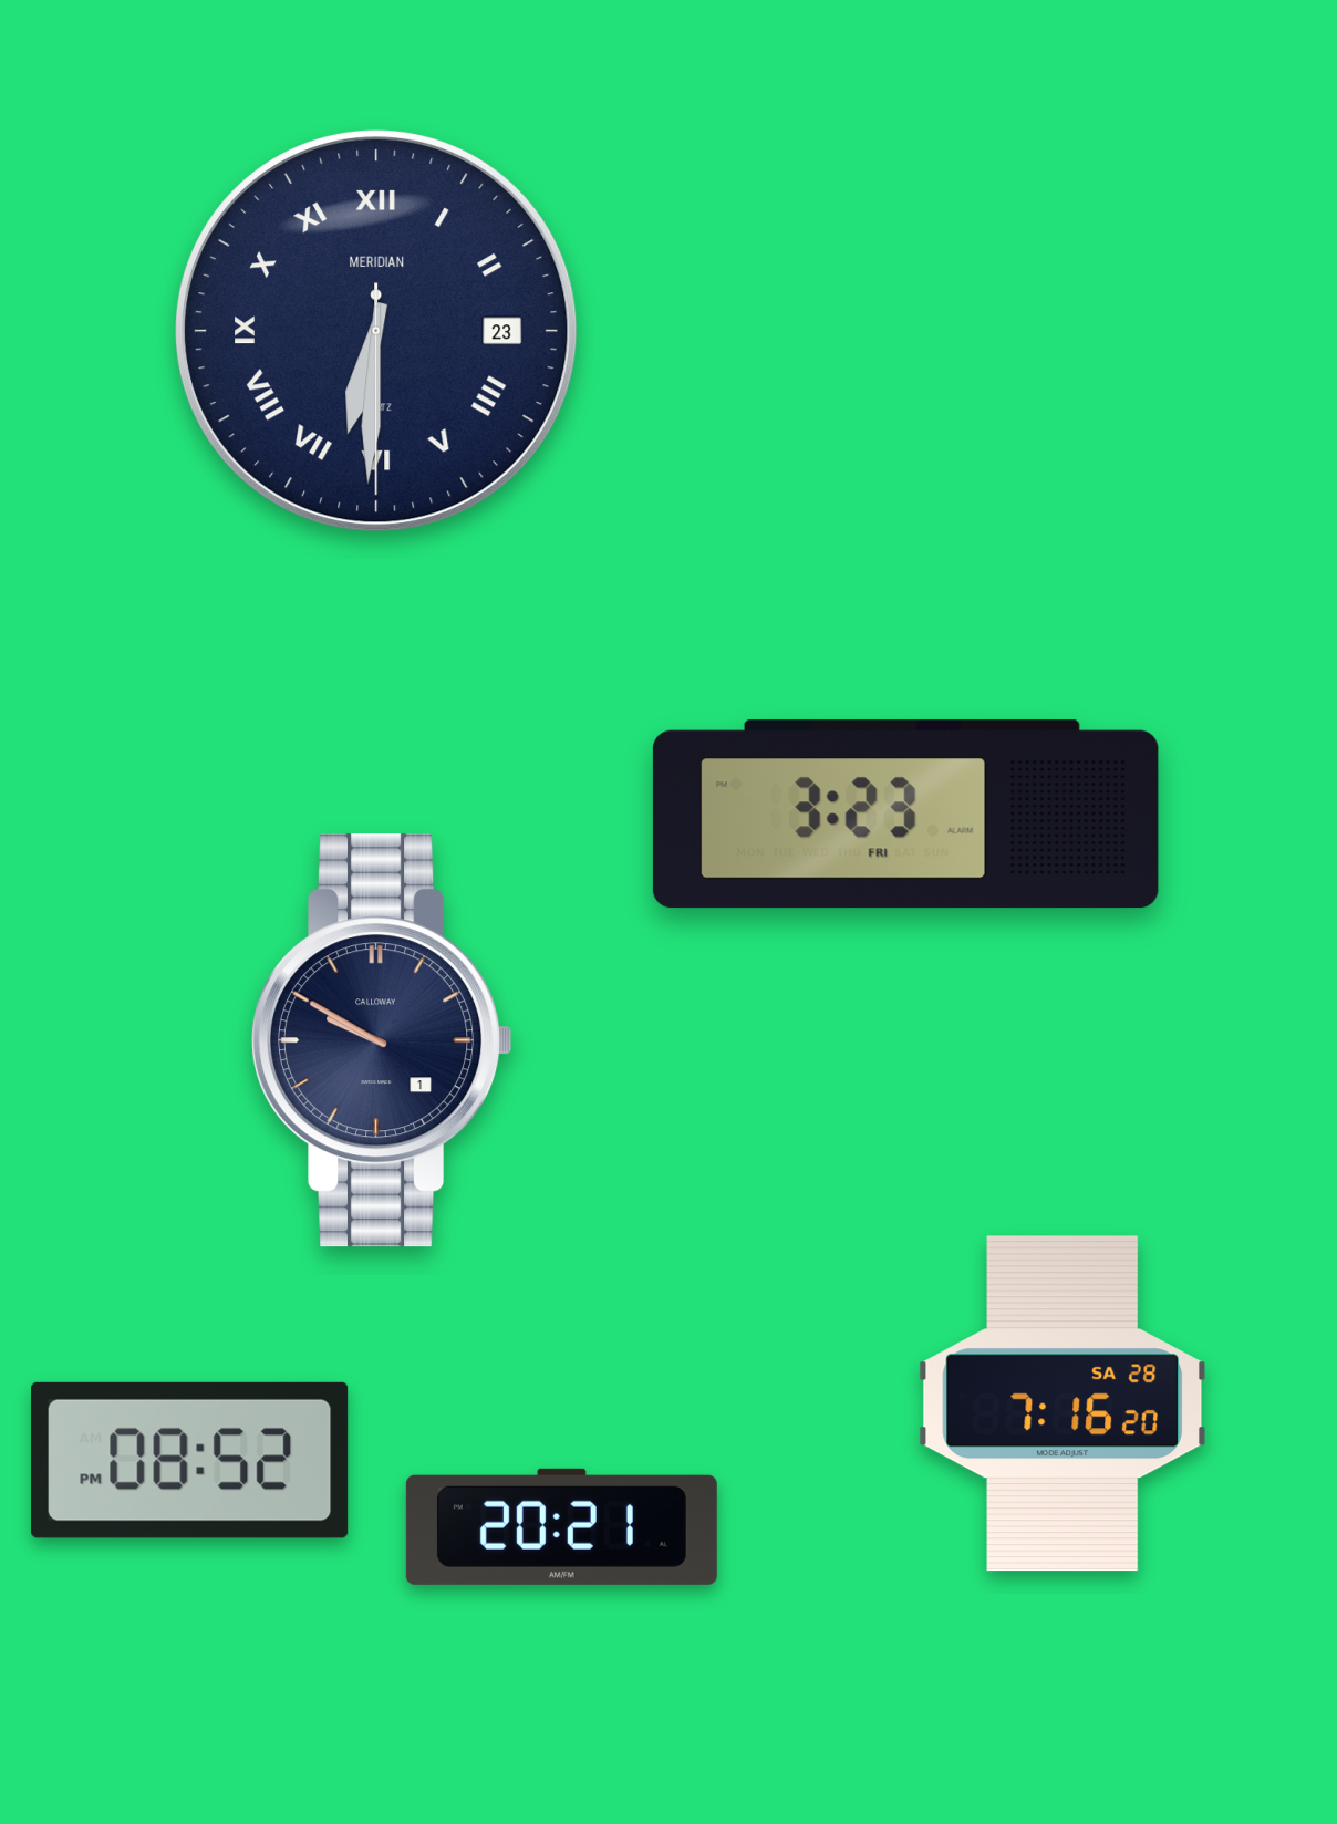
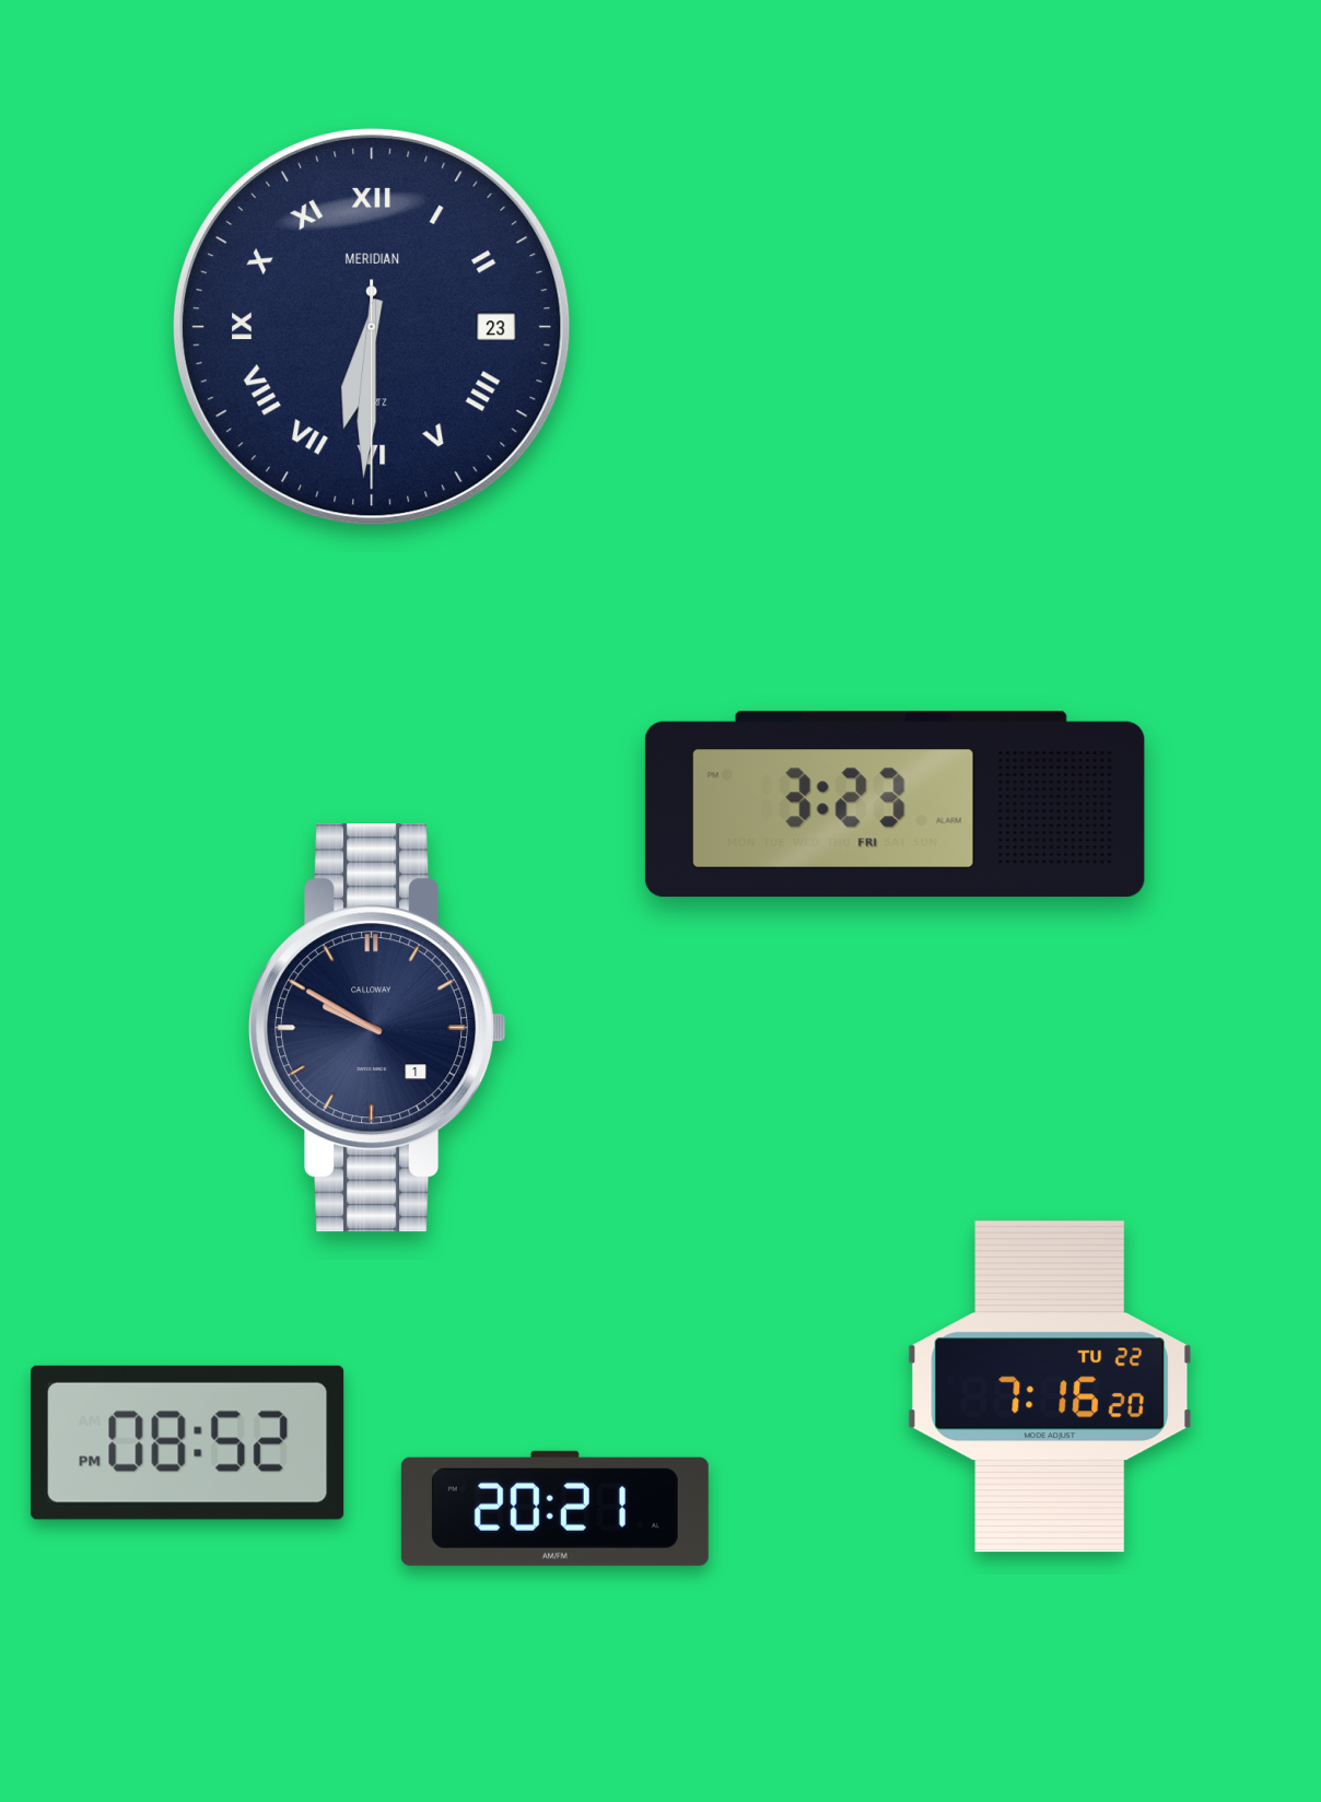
clock at (1063, 1403) date: SA 28 -> TU 22
